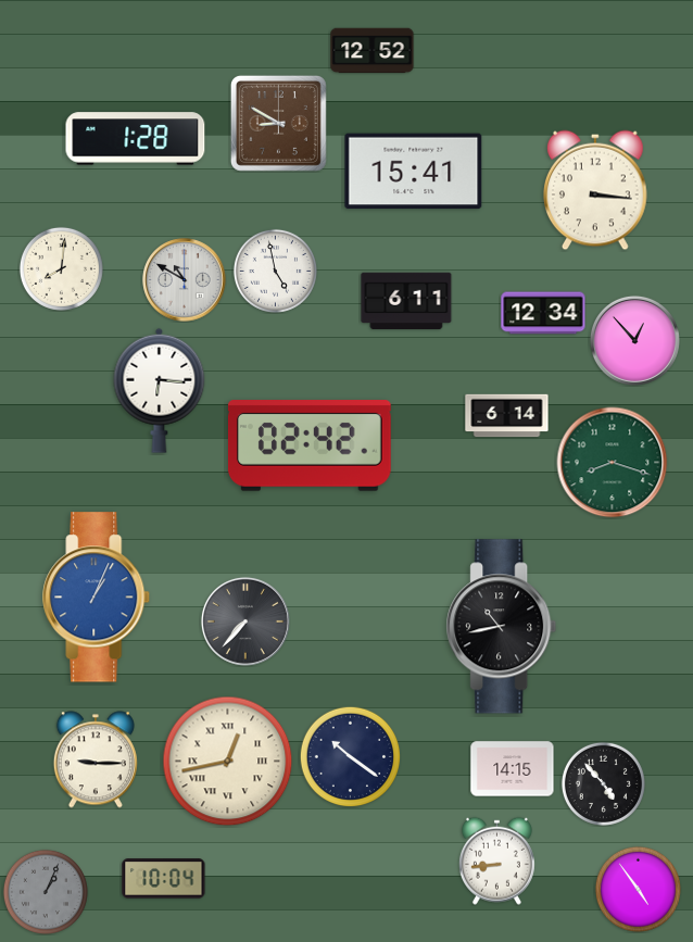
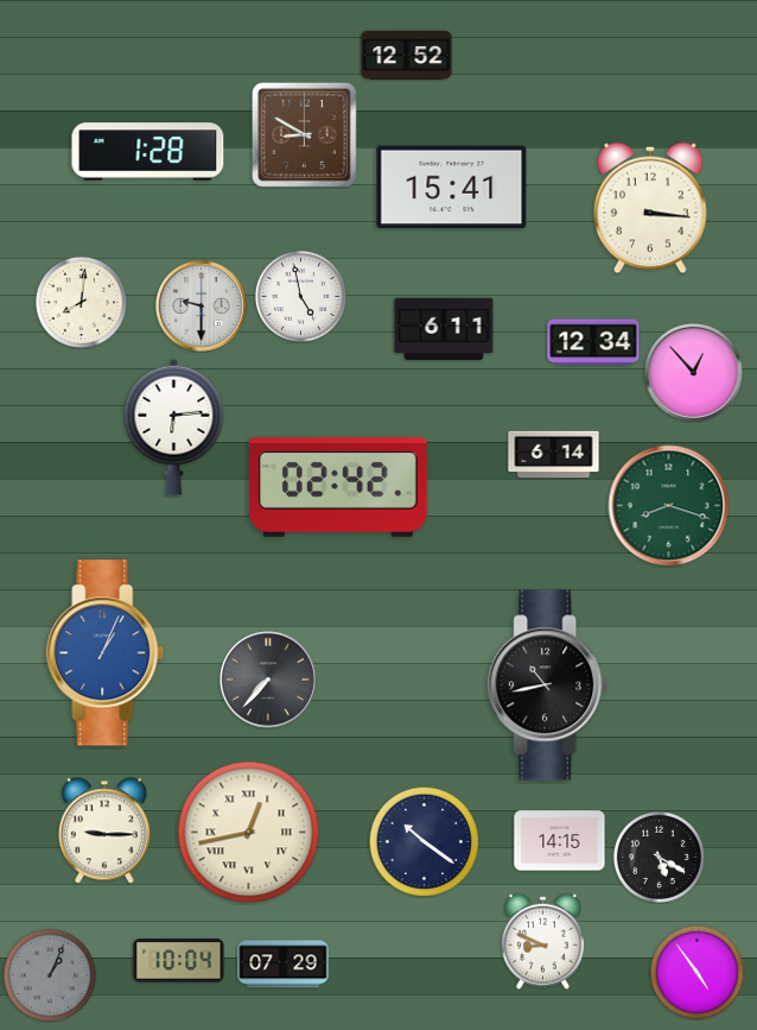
clock at (61, 268) position: (61, 268) -> (81, 302)
clock at (185, 280): 10:50 -> 9:30
clock at (160, 390): 6:16 -> 6:14
clock at (350, 756) position: (350, 756) -> (424, 841)
clock at (603, 783): 4:53 -> 5:20
clock at (496, 861): 8:44 -> 8:49
clock at (284, 965): none -> 07:29
